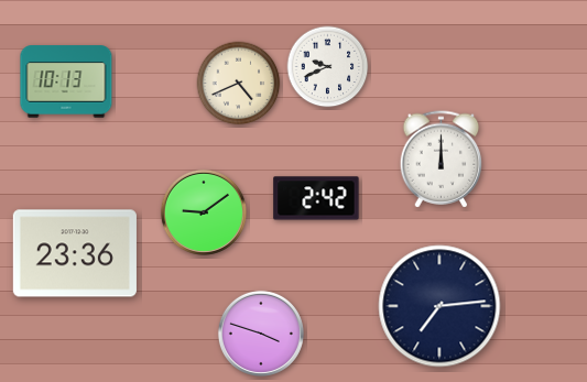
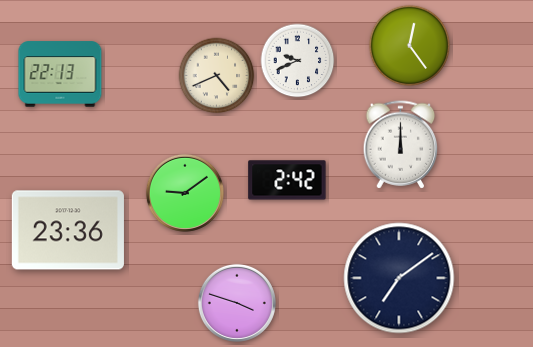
clock at (410, 46): none -> 12:24
clock at (66, 81): 10:13 -> 22:13
clock at (439, 306): 7:14 -> 7:09
